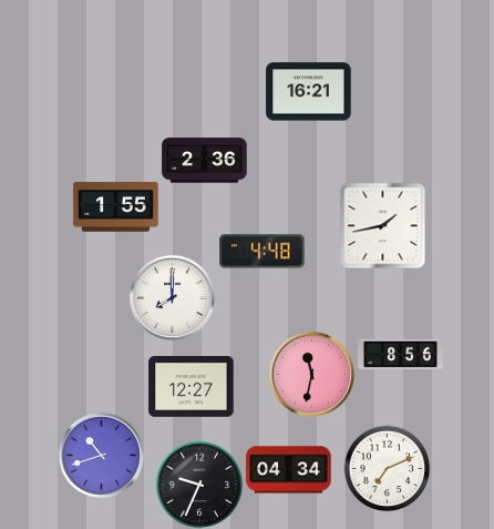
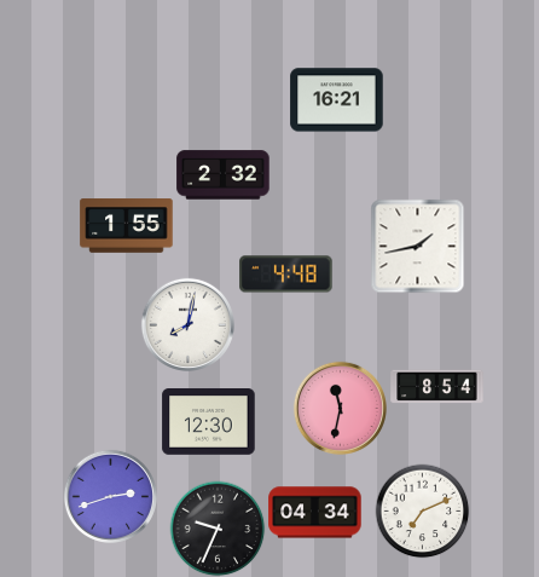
clock at (205, 161): 2:36 -> 2:32
clock at (172, 297): 8:00 -> 8:02
clock at (401, 355): 8:56 -> 8:54
clock at (192, 387): 12:27 -> 12:30
clock at (101, 455): 10:42 -> 2:42
